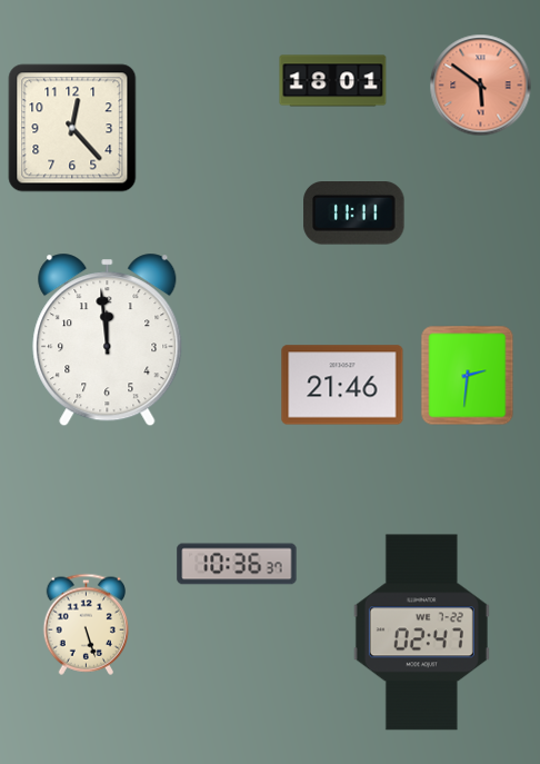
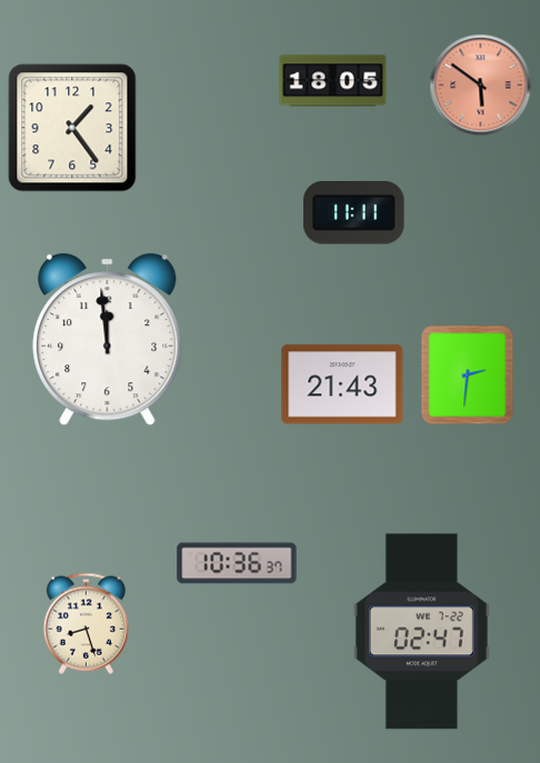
clock at (333, 81): 18:01 -> 18:05
clock at (72, 128): 12:23 -> 1:24
clock at (342, 385): 21:46 -> 21:43
clock at (86, 624): 5:27 -> 8:27
